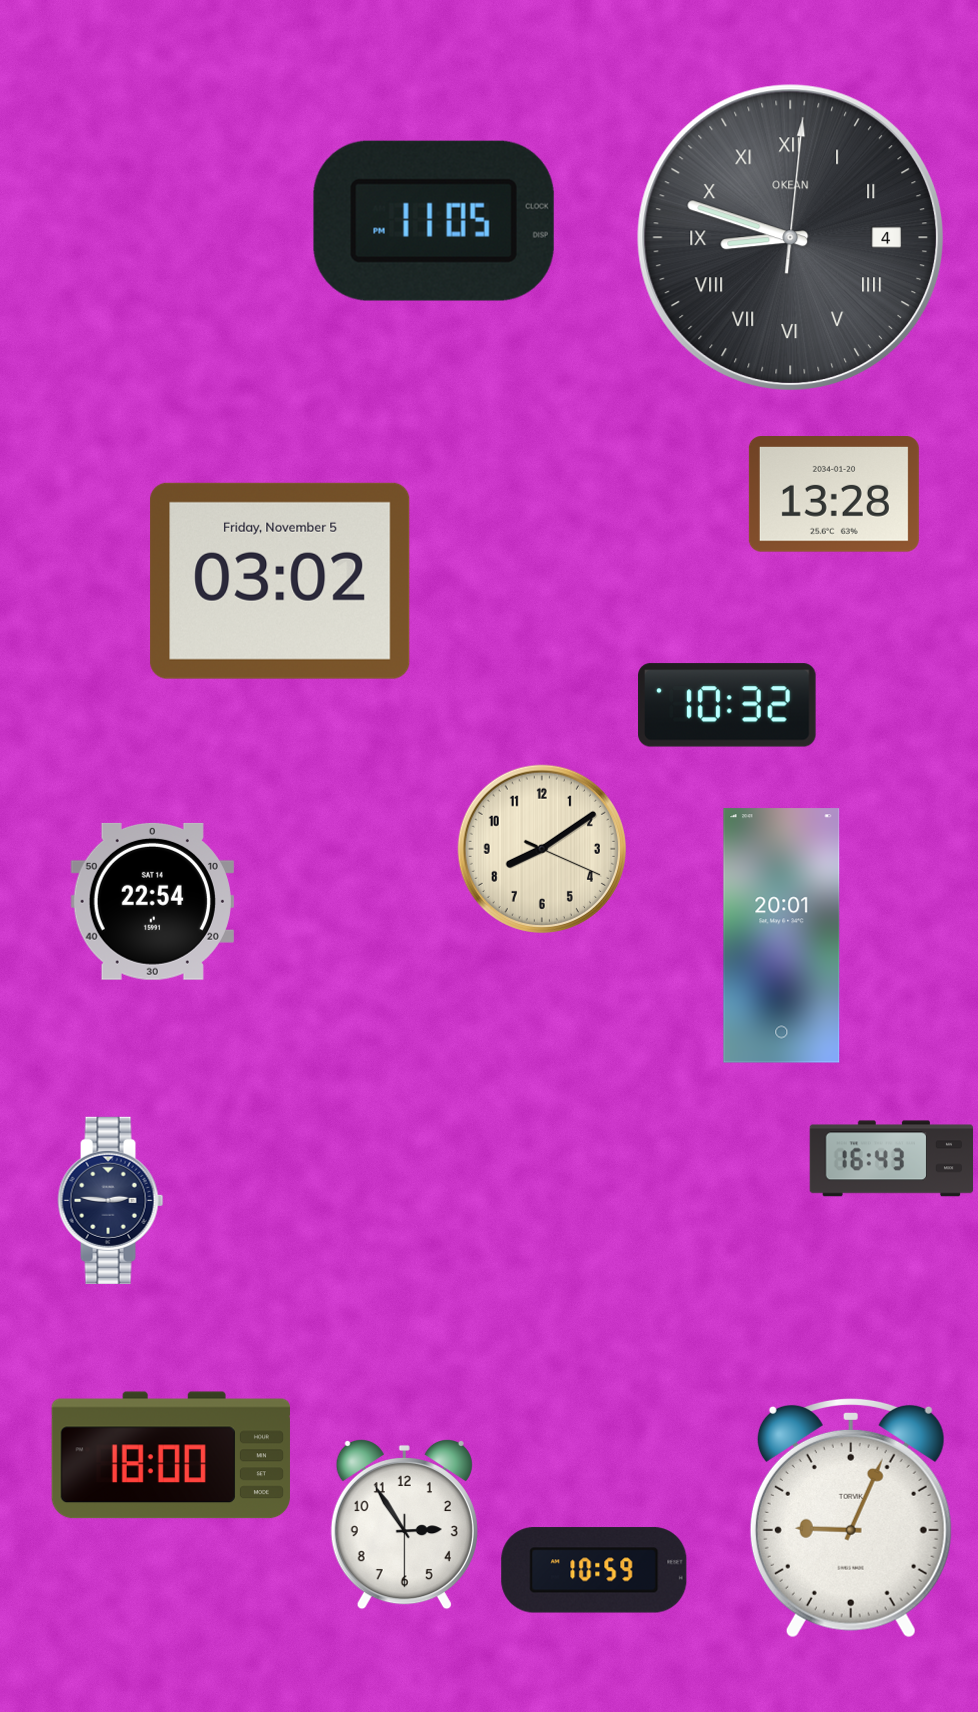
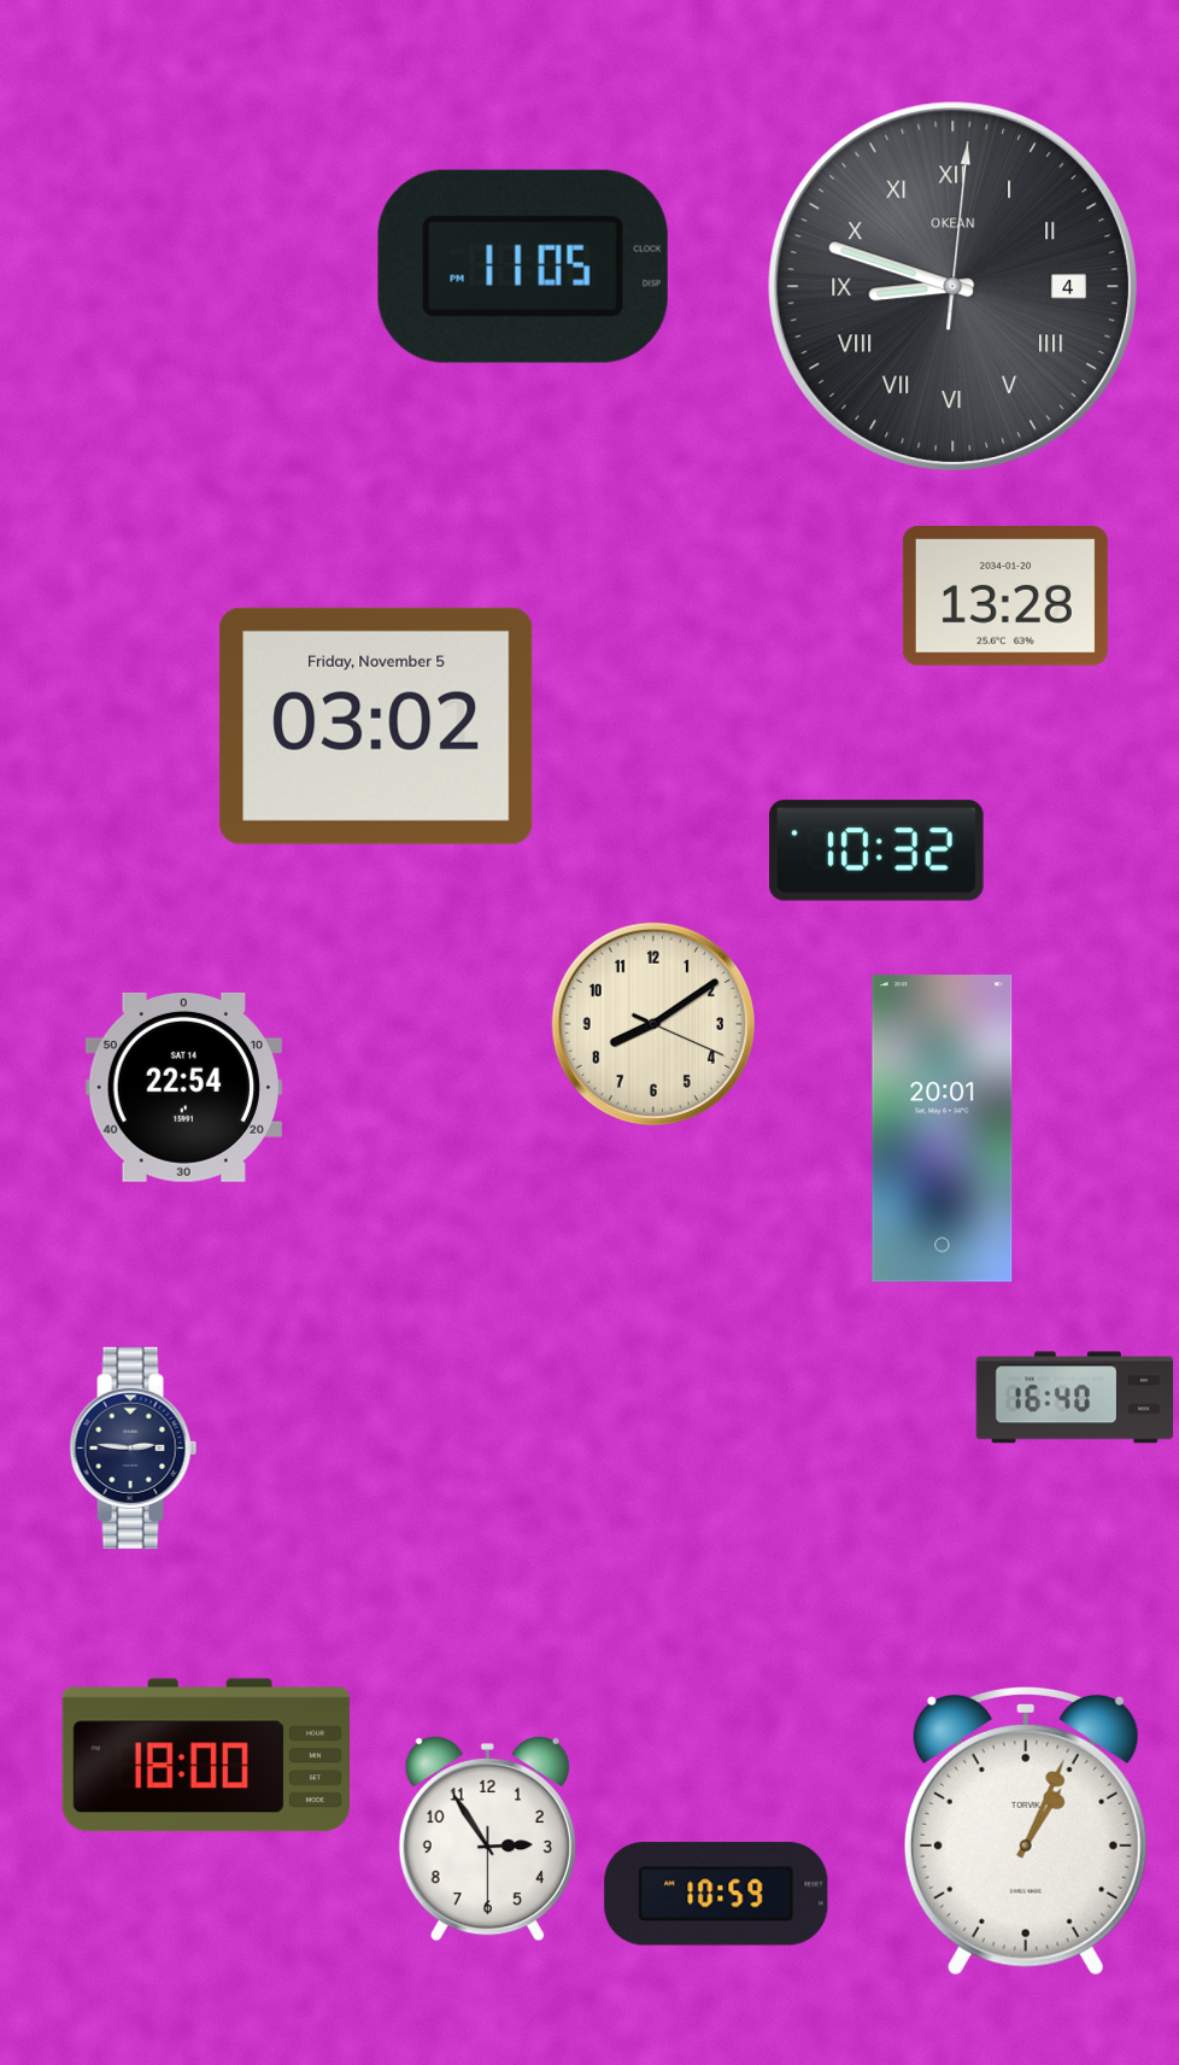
clock at (280, 581) position: (280, 581) -> (376, 726)
clock at (891, 1159): 16:43 -> 16:40
clock at (851, 1518): 9:04 -> 1:04
